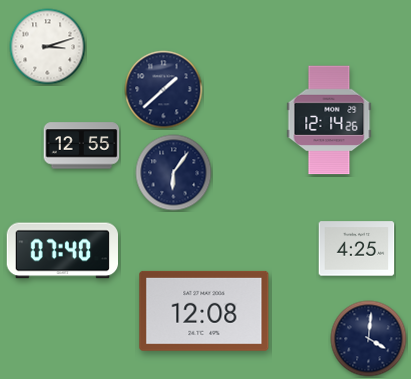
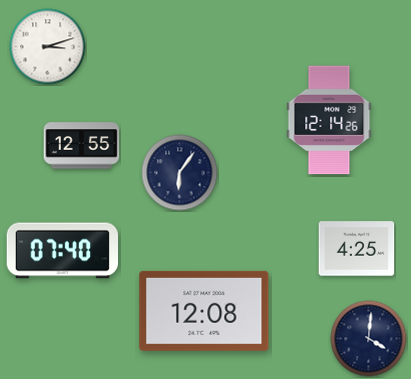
clock at (164, 90): 1:38 -> none
clock at (174, 173) position: (174, 173) -> (180, 173)
